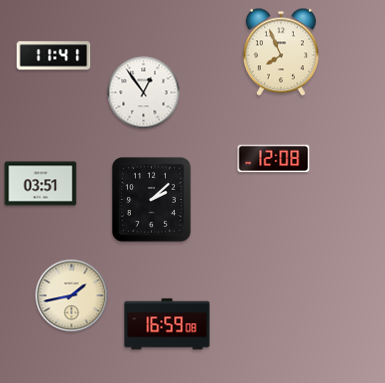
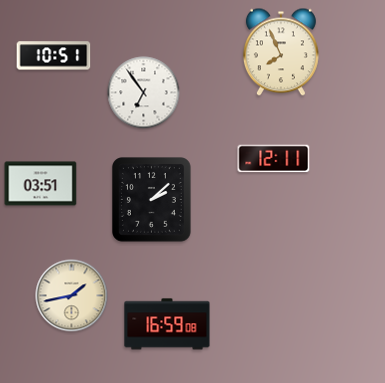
clock at (54, 56): 11:41 -> 10:51
clock at (144, 93): 12:54 -> 6:54
clock at (274, 159): 12:08 -> 12:11
